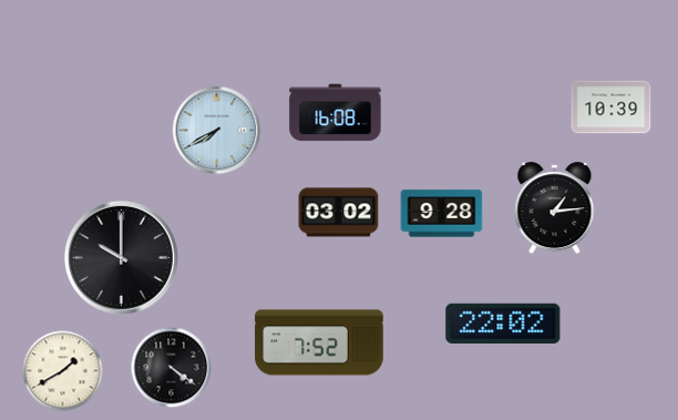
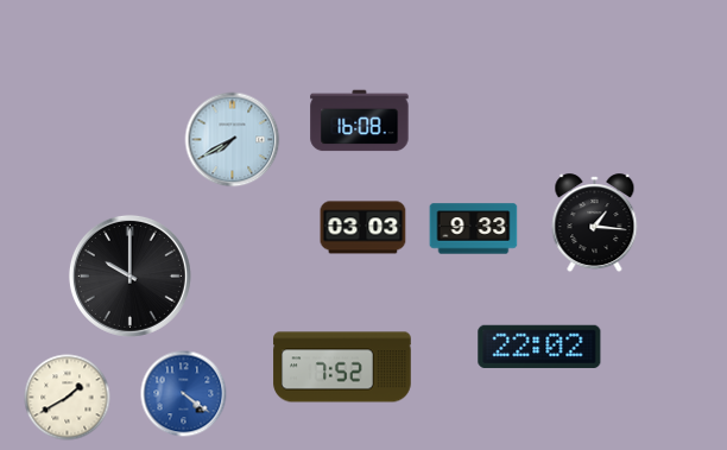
clock at (612, 107): 10:39 -> none
clock at (555, 208): 1:14 -> 1:16
clock at (339, 213): 03:02 -> 03:03
clock at (442, 214): 9:28 -> 9:33
clock at (172, 368) dial: black -> blue
